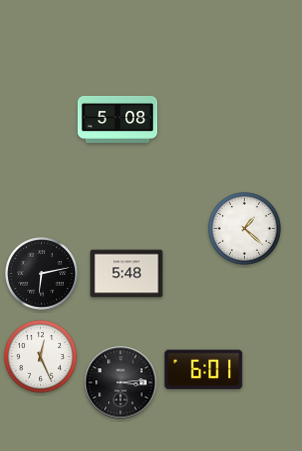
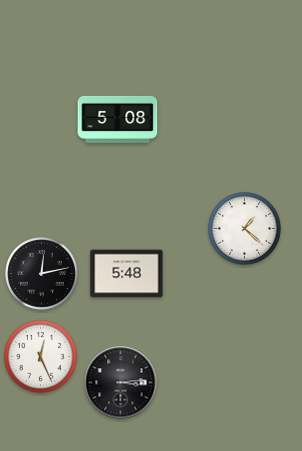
clock at (42, 274): 6:13 -> 12:13
clock at (204, 370): 6:01 -> none
